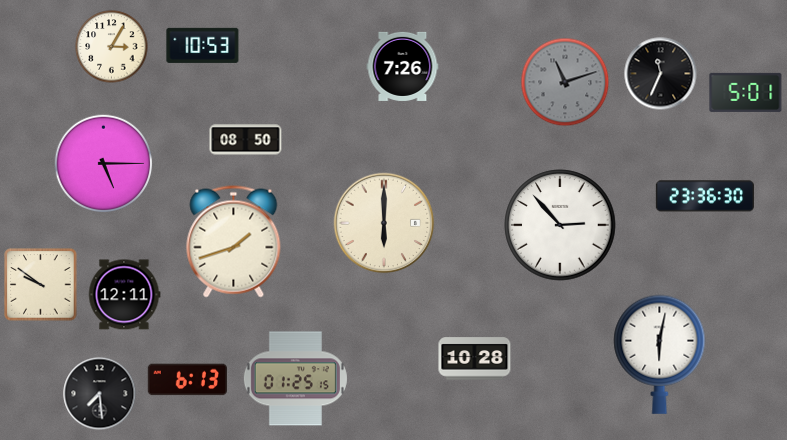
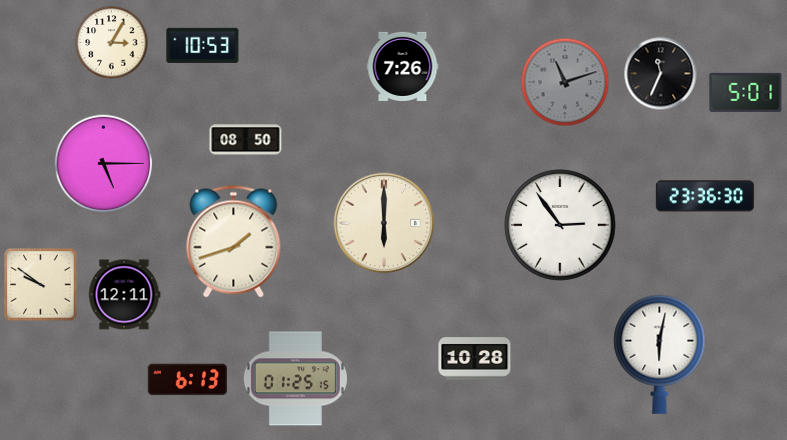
clock at (112, 47) position: (112, 47) -> (112, 43)
clock at (560, 225): 2:53 -> 2:54
clock at (100, 394): 7:29 -> none
